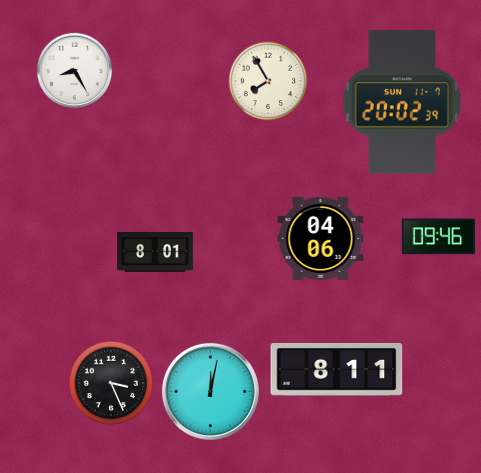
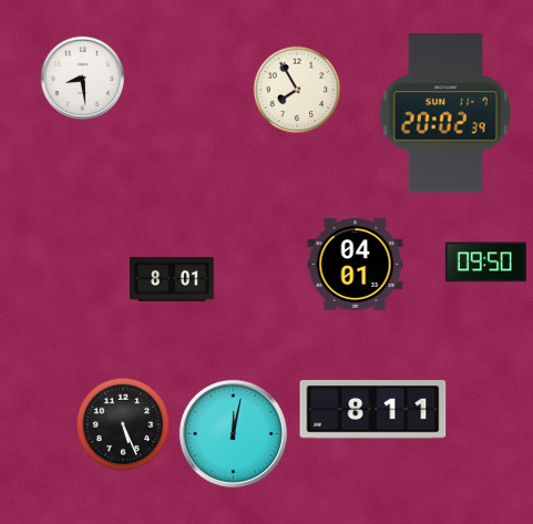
clock at (75, 71): 8:25 -> 8:29
clock at (438, 237): 09:46 -> 09:50
clock at (321, 238): 04:06 -> 04:01
clock at (111, 383): 3:26 -> 5:26
